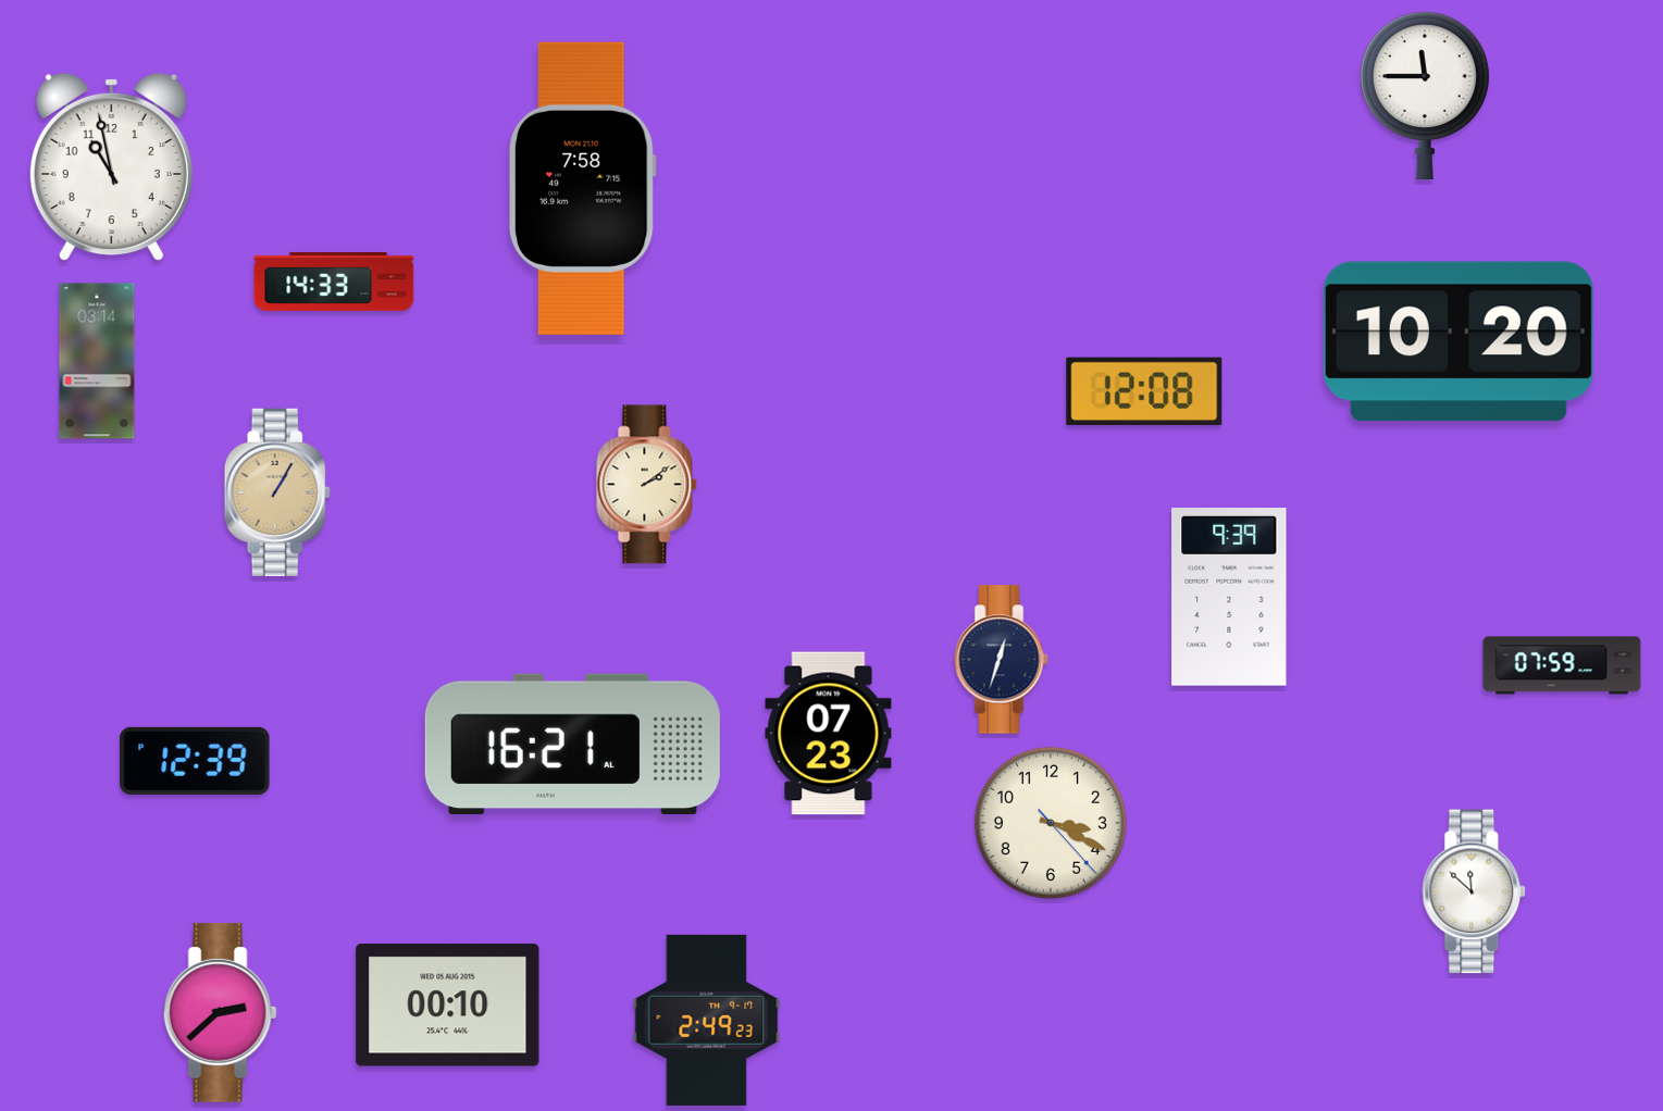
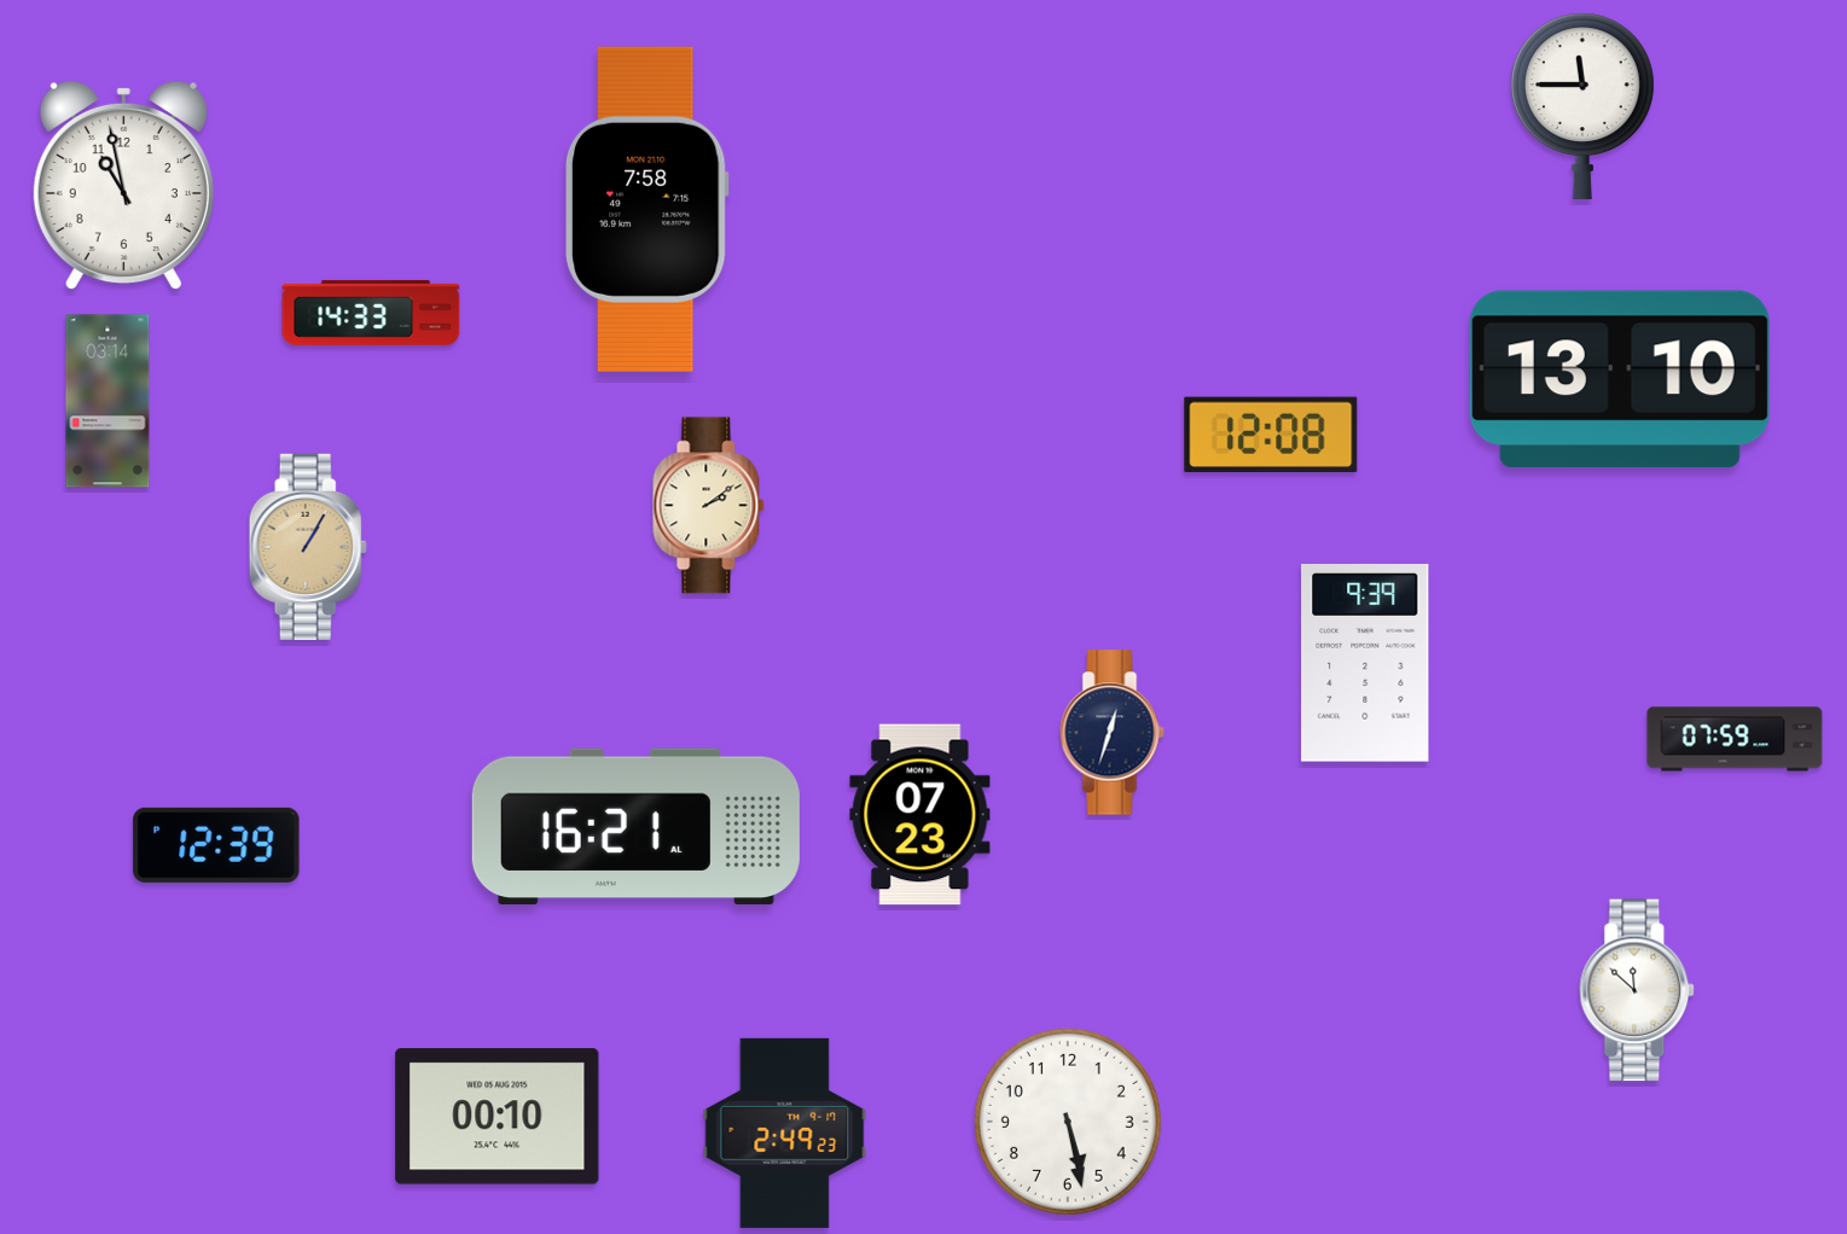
clock at (1459, 341): 10:20 -> 13:10
clock at (647, 485) position: (647, 485) -> (709, 506)
clock at (1051, 823): 3:19 -> none
clock at (1068, 1122): none -> 5:28
clock at (220, 1013): 2:38 -> none
